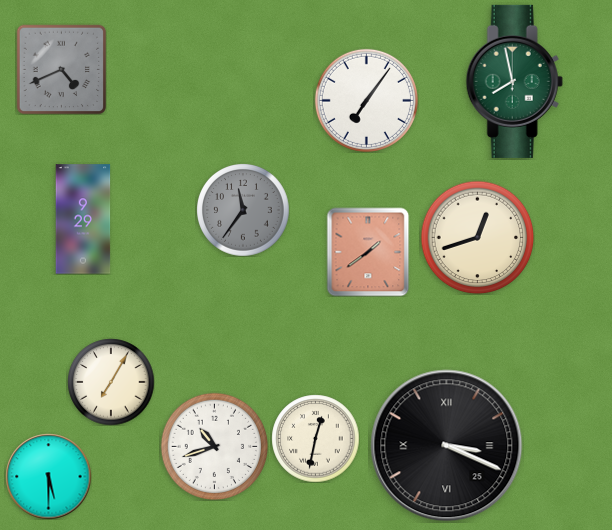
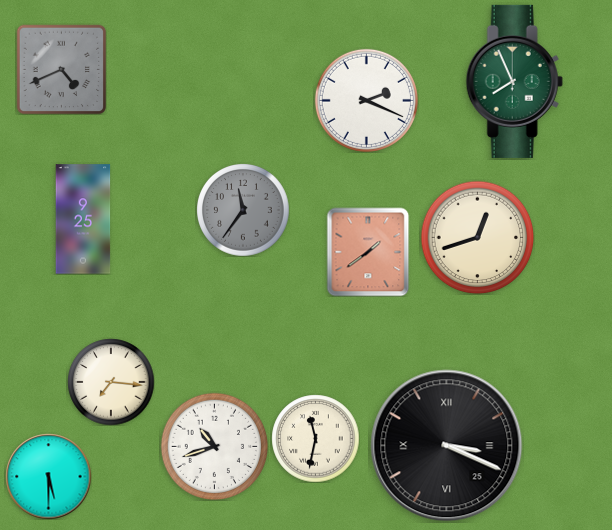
clock at (514, 81): 7:58 -> 7:56
clock at (366, 100): 7:06 -> 2:19
clock at (83, 219): 9:29 -> 9:25
clock at (111, 382): 7:05 -> 7:16
clock at (315, 438): 12:32 -> 11:32
